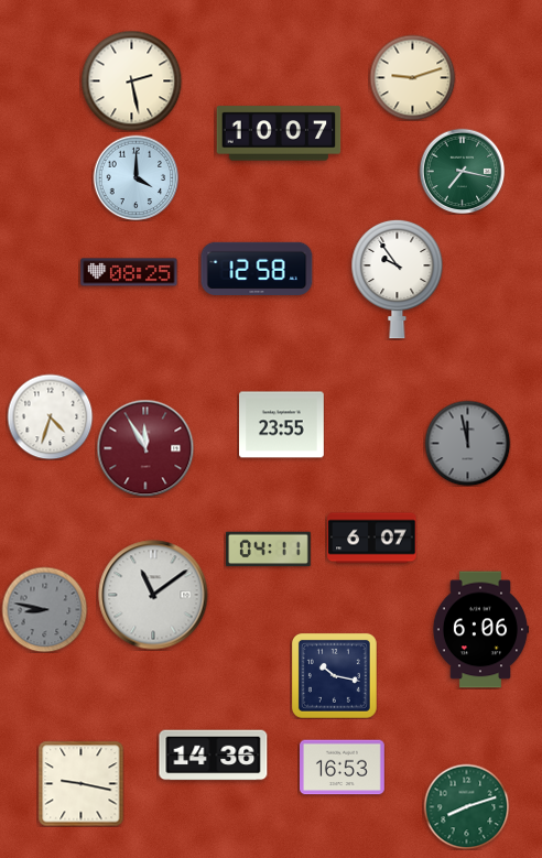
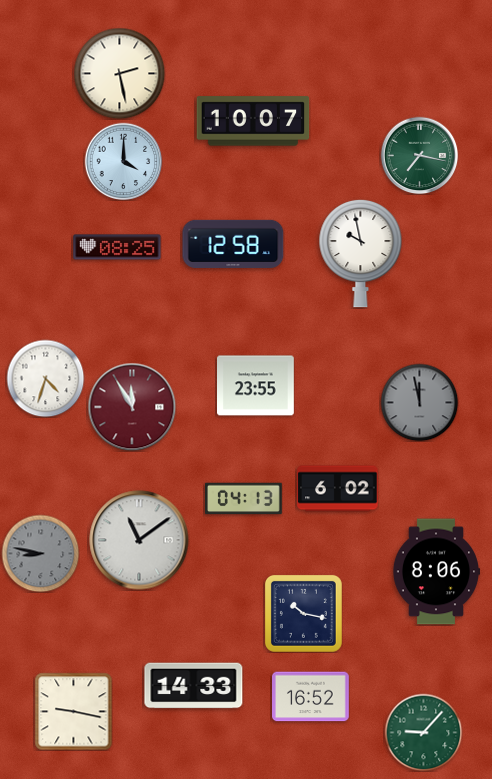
clock at (412, 77): 9:12 -> none
clock at (398, 279): 9:54 -> 9:58
clock at (467, 443) position: (467, 443) -> (419, 402)
clock at (372, 539): 6:07 -> 6:02
clock at (269, 550): 04:11 -> 04:13
clock at (479, 630): 6:06 -> 8:06
clock at (214, 756): 14:36 -> 14:33
clock at (343, 768): 16:53 -> 16:52
clock at (466, 806): 8:12 -> 9:07
